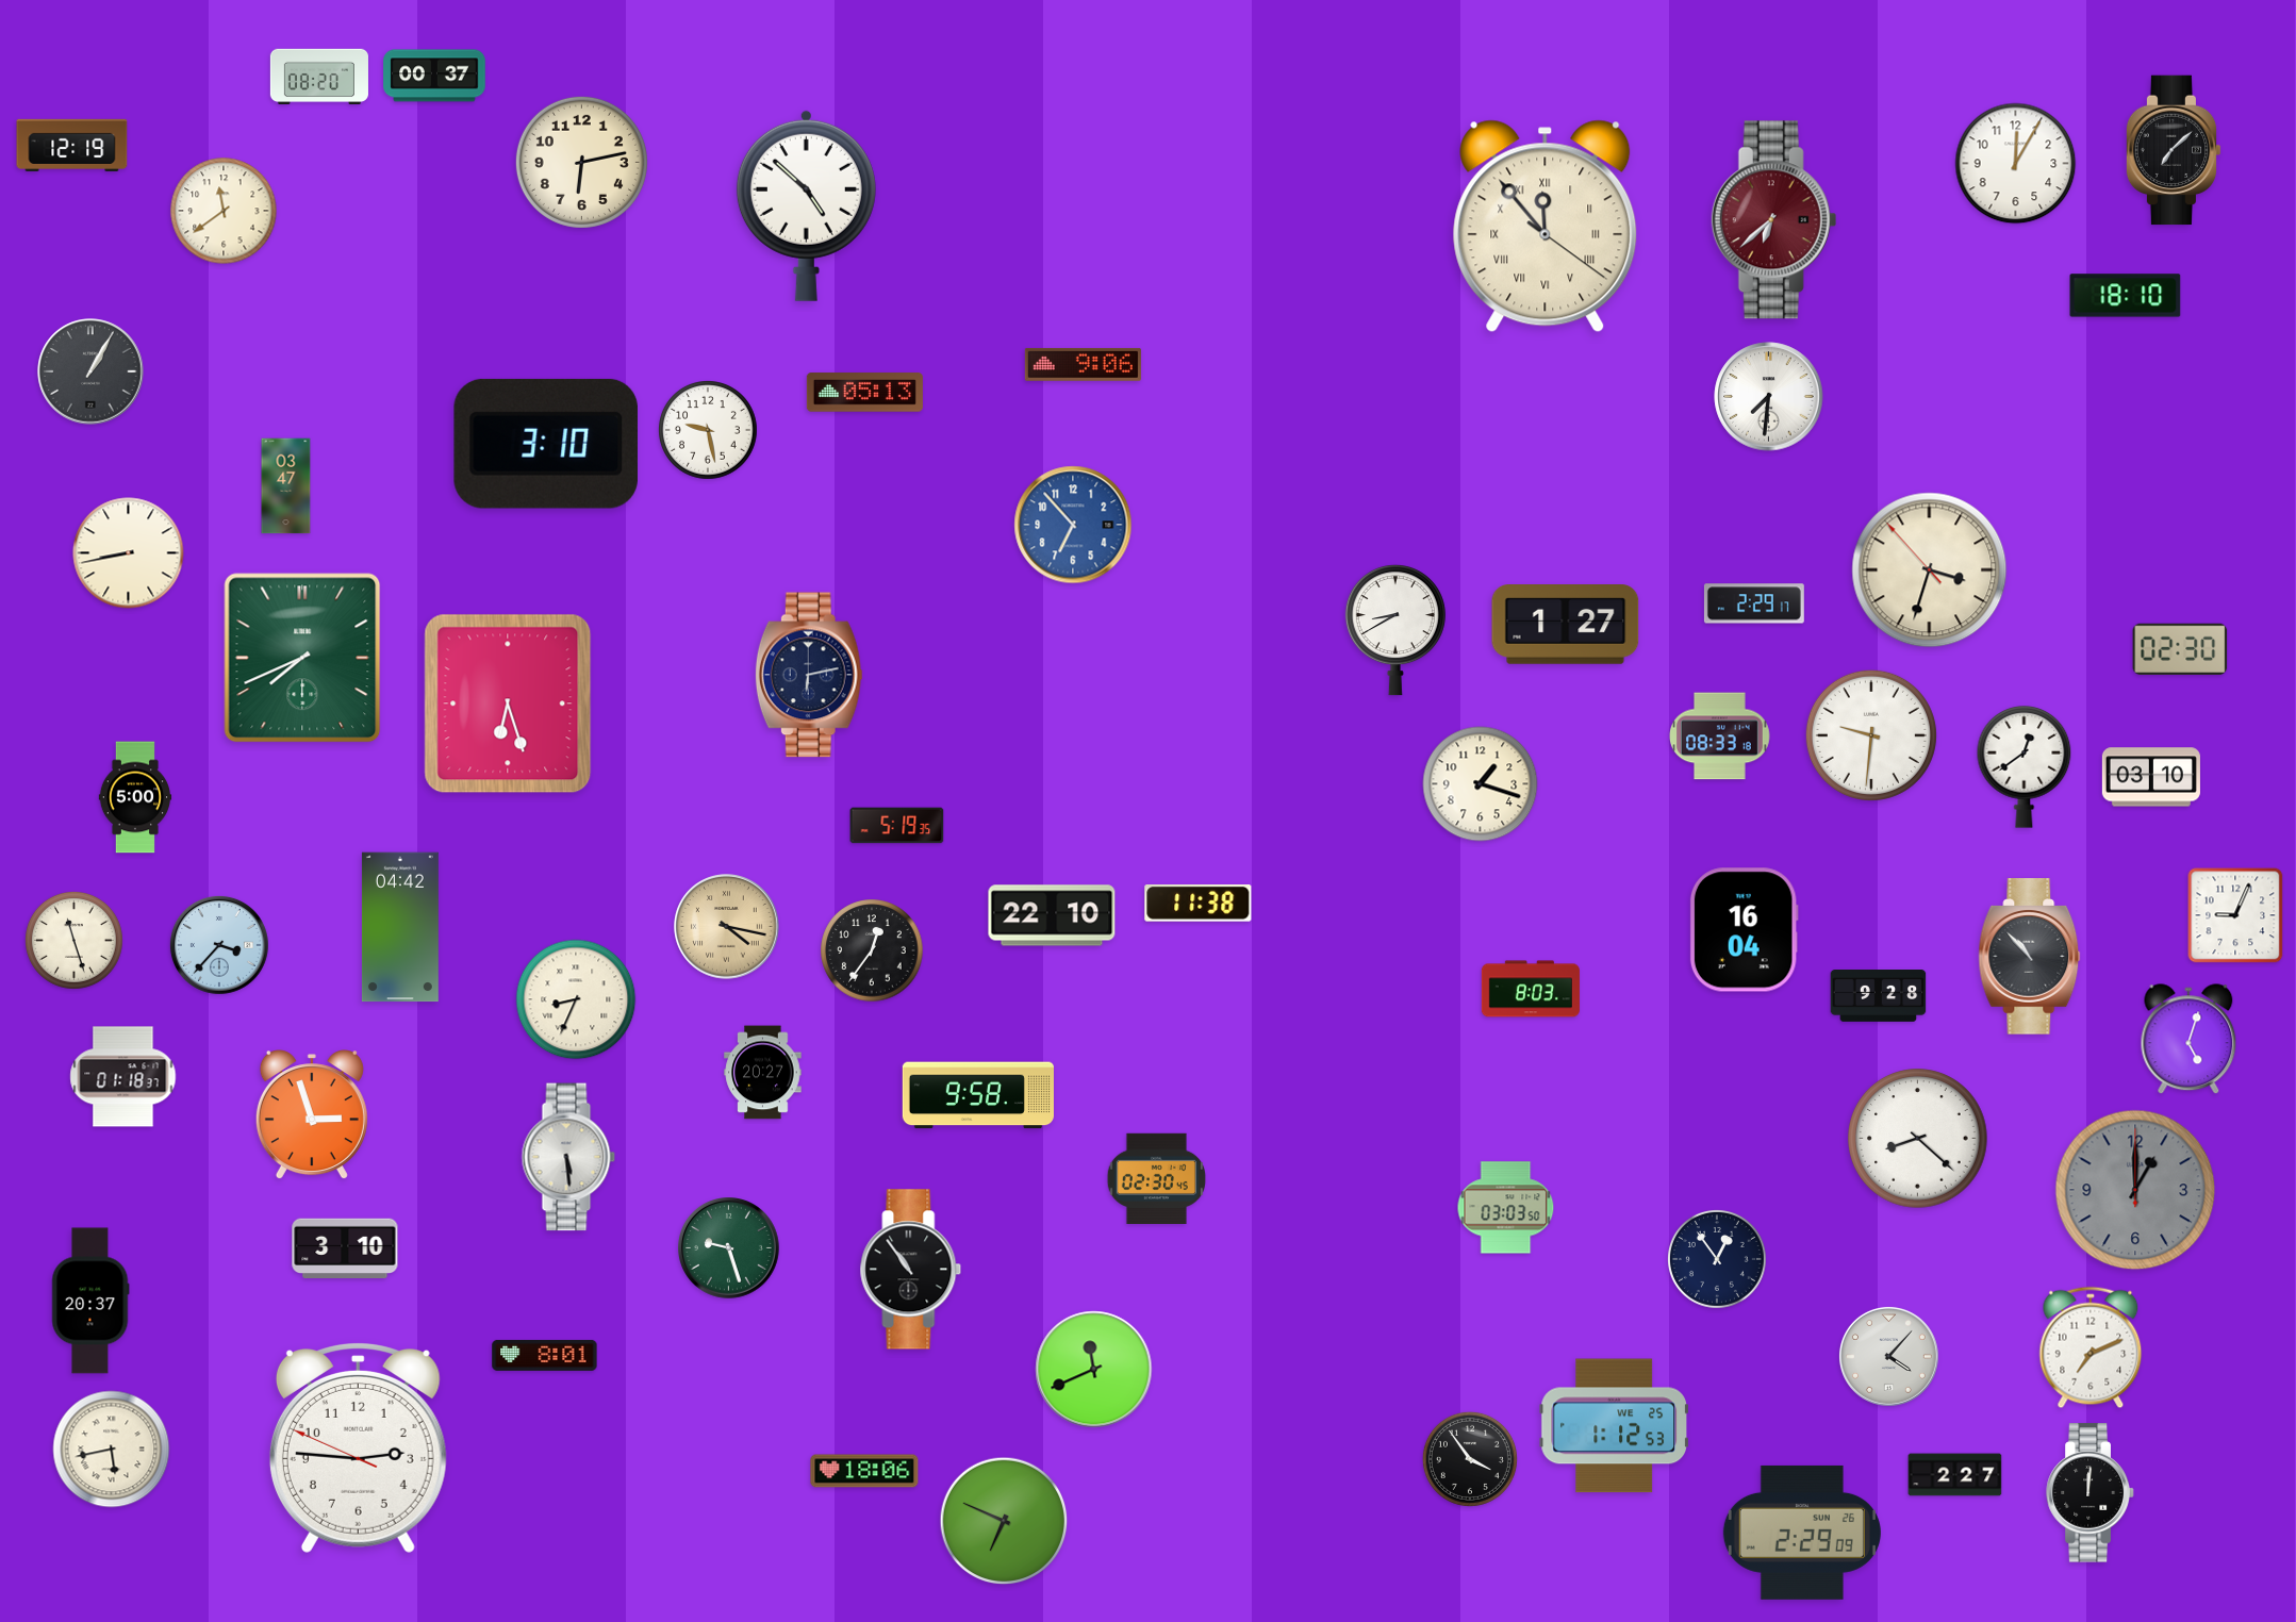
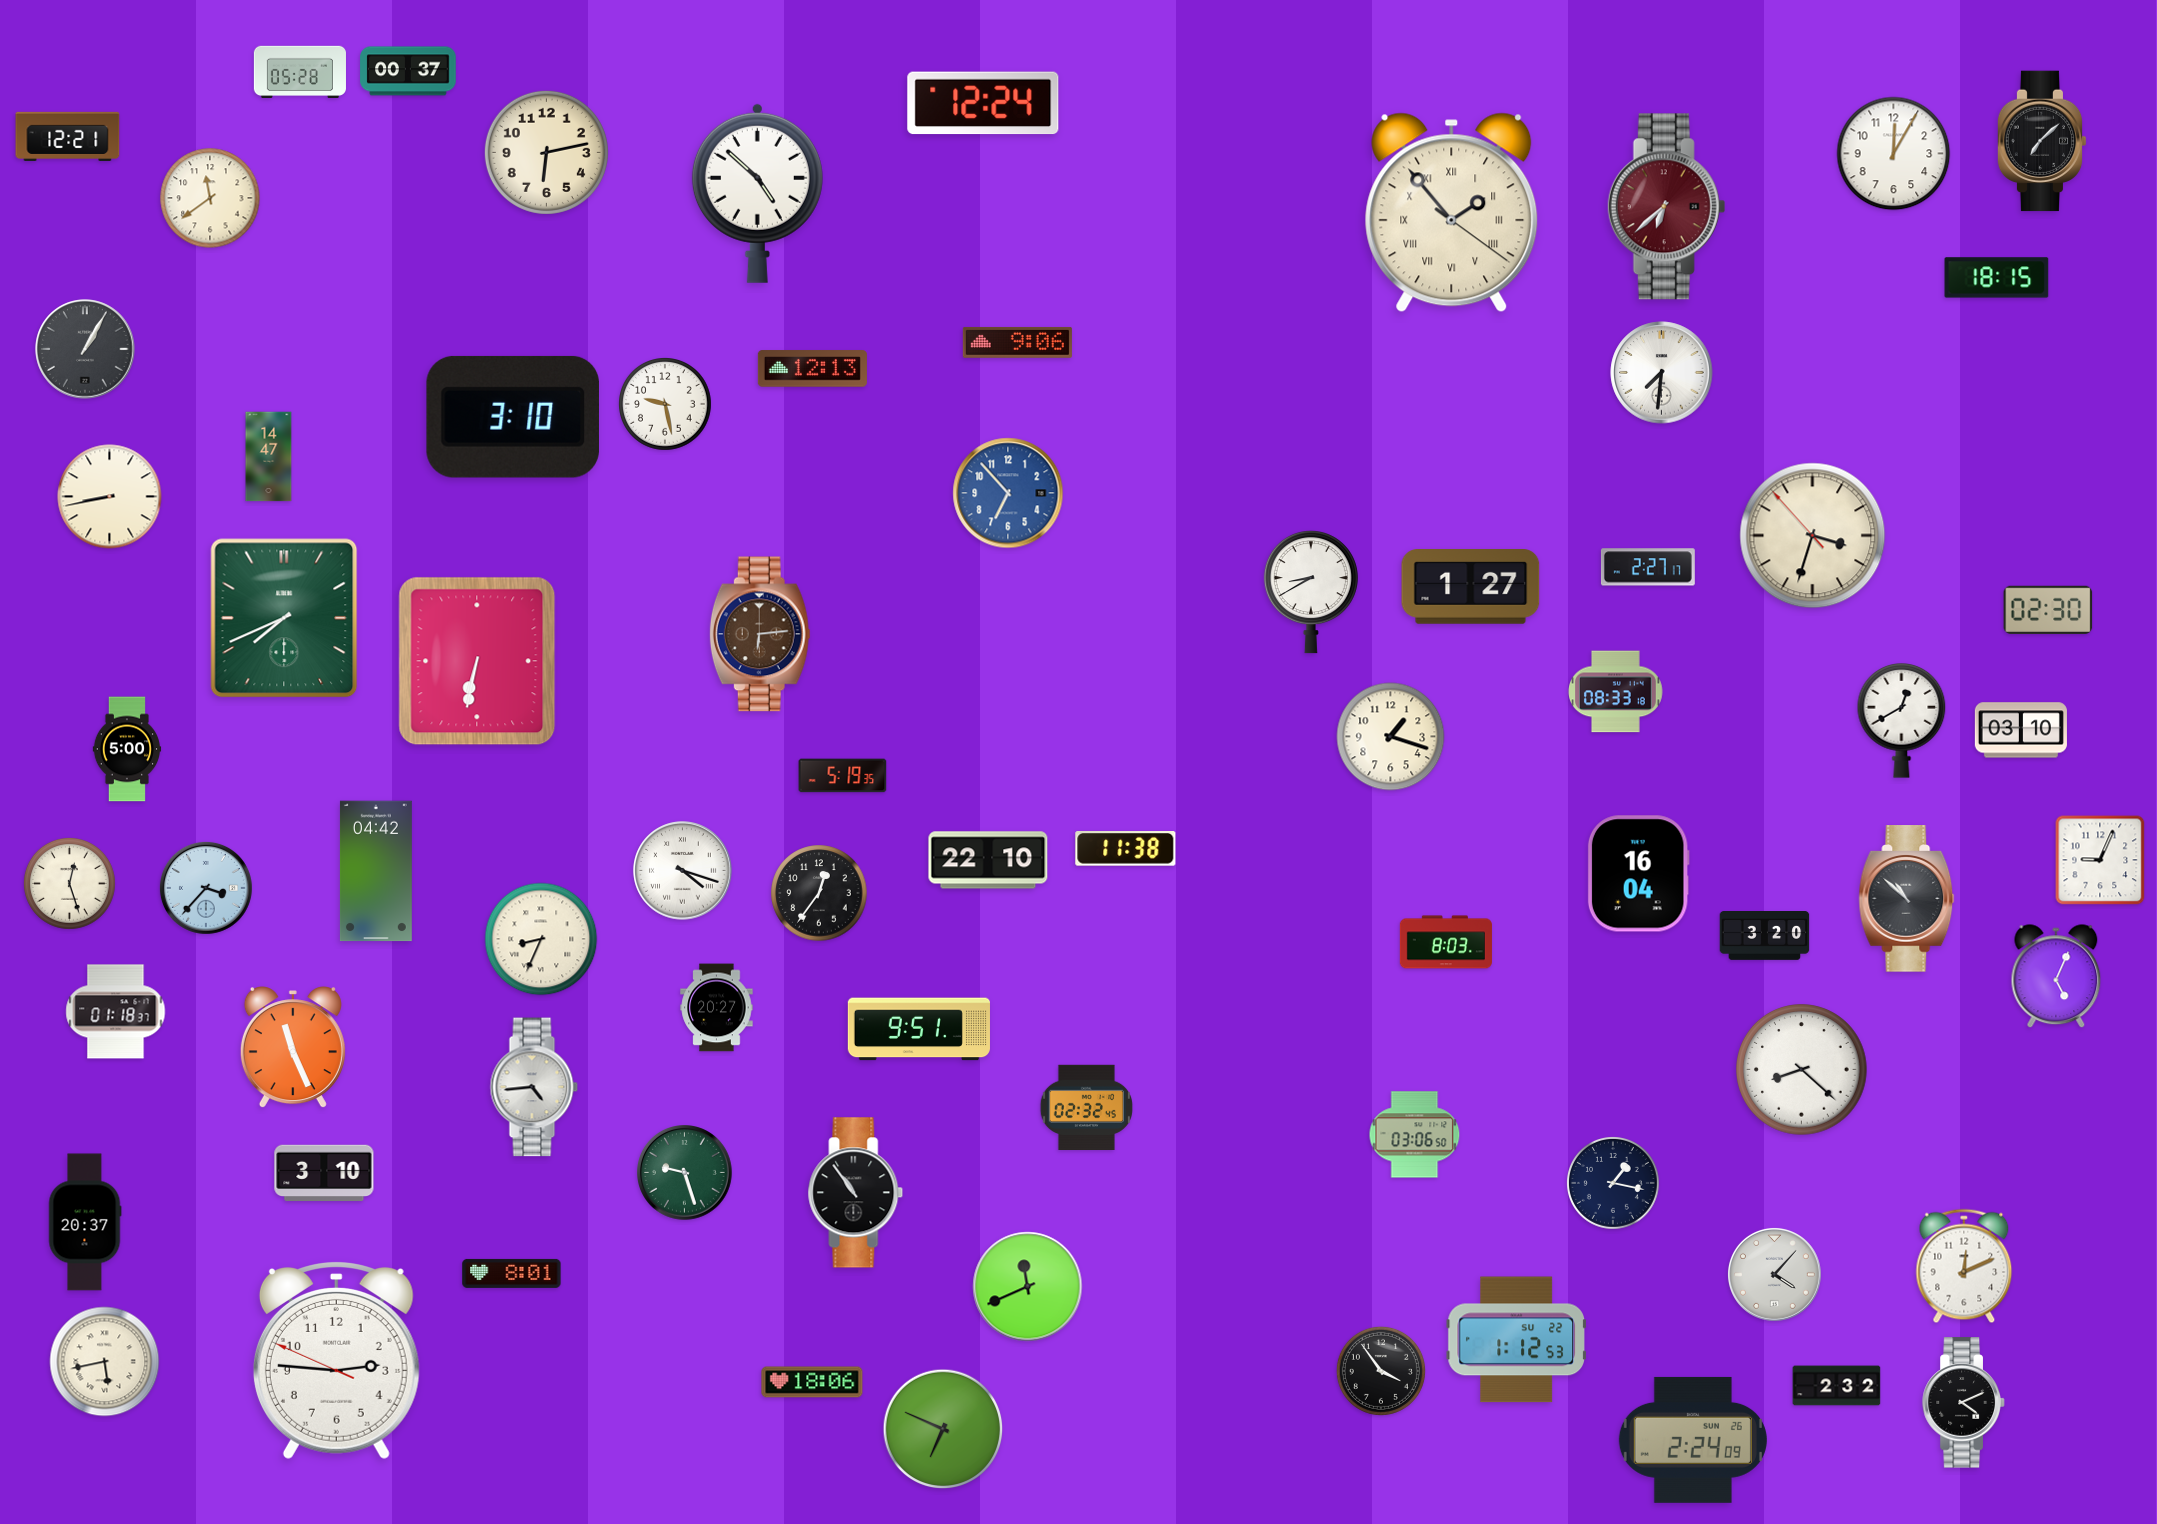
clock at (319, 77): 08:20 -> 05:28
clock at (983, 103): none -> 12:24
clock at (72, 145): 12:19 -> 12:21
clock at (1546, 227): 11:53 -> 1:53
clock at (2126, 296): 18:10 -> 18:15
clock at (864, 393): 05:13 -> 12:13
clock at (286, 486): 03:47 -> 14:47
clock at (129, 553) position: (129, 553) -> (110, 497)
clock at (1754, 603): 2:29 -> 2:27
clock at (809, 675): 6:13 -> 6:14
clock at (809, 675) dial: navy -> brown
clock at (508, 704): 6:27 -> 6:32
clock at (1871, 735): 9:31 -> none
clock at (2025, 767): 12:39 -> 12:40
clock at (727, 927): 4:17 -> 4:18
clock at (727, 927) dial: champagne -> white
clock at (73, 940): 11:27 -> 12:27
clock at (2030, 957): 10:53 -> 10:52
clock at (1531, 989) position: (1531, 989) -> (1446, 942)
clock at (1879, 996): 9:28 -> 3:20
clock at (2188, 1040): 5:03 -> 5:04
clock at (978, 1095): 9:58 -> 9:51
clock at (312, 1115): 2:57 -> 11:26
clock at (568, 1157): 5:29 -> 4:44
clock at (1156, 1178): 02:30 -> 02:32
clock at (2135, 1190): 1:00 -> none
clock at (1506, 1208): 03:03 -> 03:06
clock at (1718, 1260): 12:54 -> 1:17
clock at (2091, 1347): 7:11 -> 12:11
clock at (1614, 1426) date: WE 25 -> SU 22
clock at (1955, 1475): 2:27 -> 2:32
clock at (2091, 1493): 12:01 -> 4:11
clock at (1802, 1533): 2:29 -> 2:24
